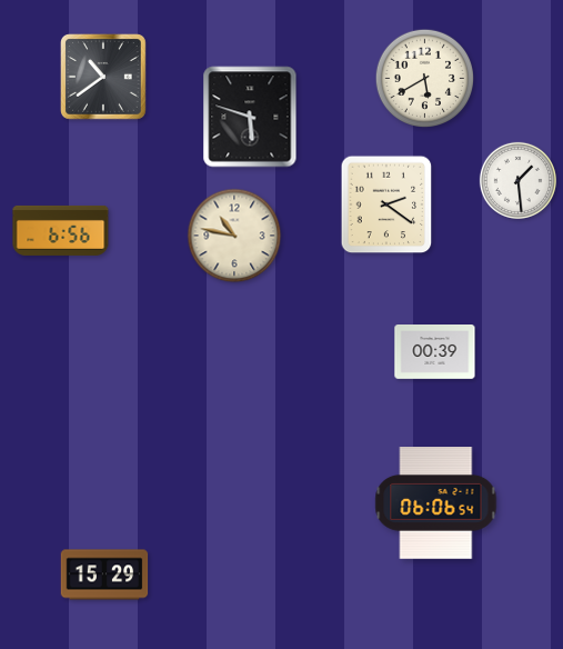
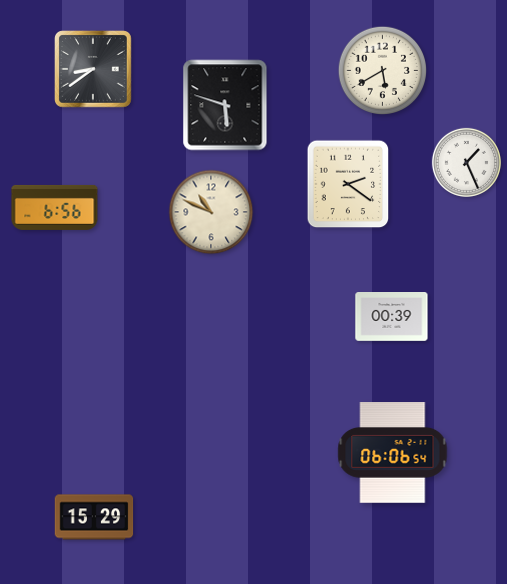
clock at (104, 78): 10:39 -> 8:39
clock at (517, 180): 1:29 -> 1:26
clock at (234, 236): 10:47 -> 10:49
